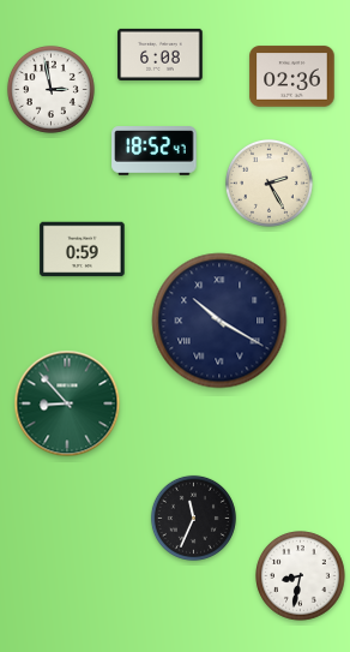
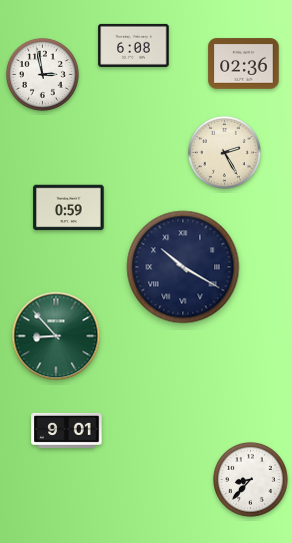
clock at (155, 151): 18:52 -> none
clock at (67, 430): none -> 9:01
clock at (193, 518): 11:34 -> none
clock at (301, 576): 8:32 -> 8:37
